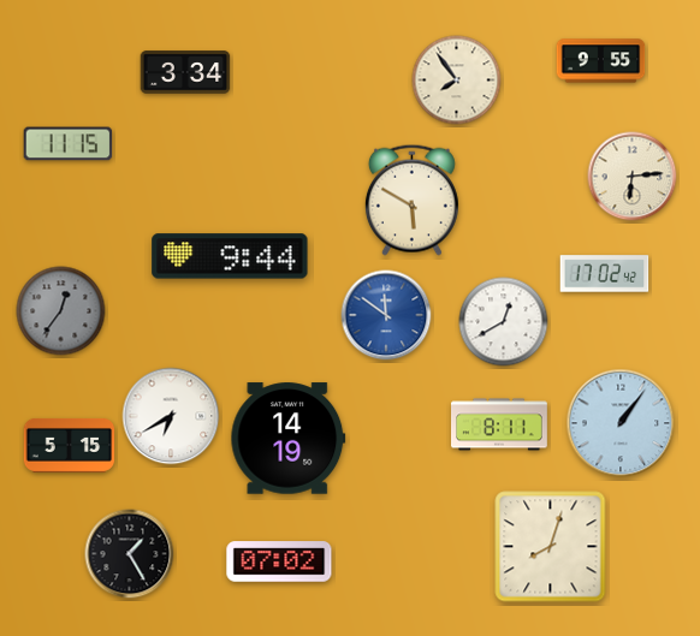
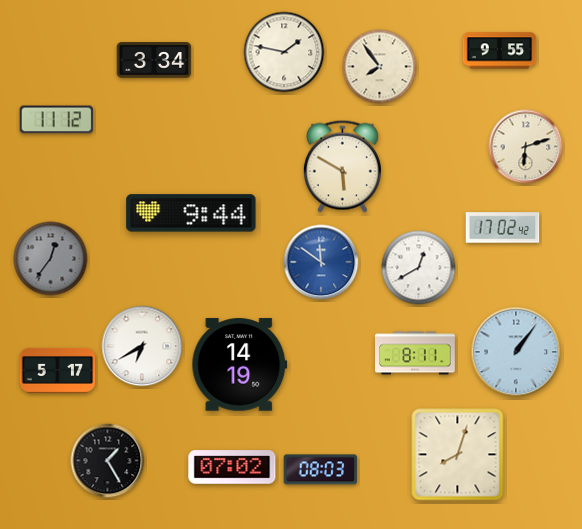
clock at (284, 52): none -> 1:47
clock at (69, 144): 11:15 -> 11:12
clock at (633, 177): 6:14 -> 6:12
clock at (70, 445): 5:15 -> 5:17
clock at (321, 470): none -> 08:03
